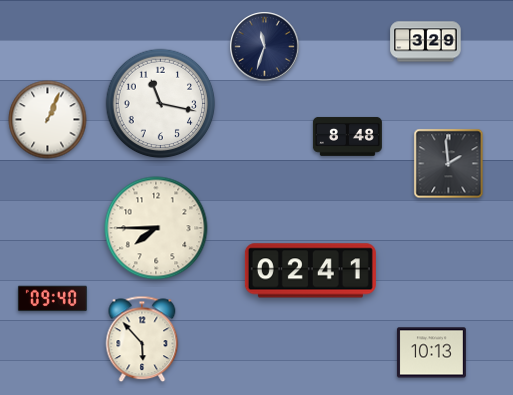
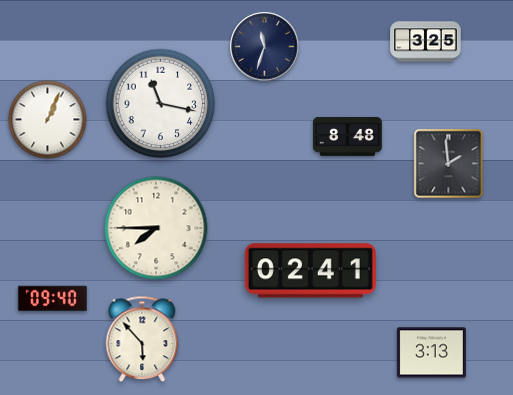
clock at (426, 42): 3:29 -> 3:25
clock at (431, 353): 10:13 -> 3:13
